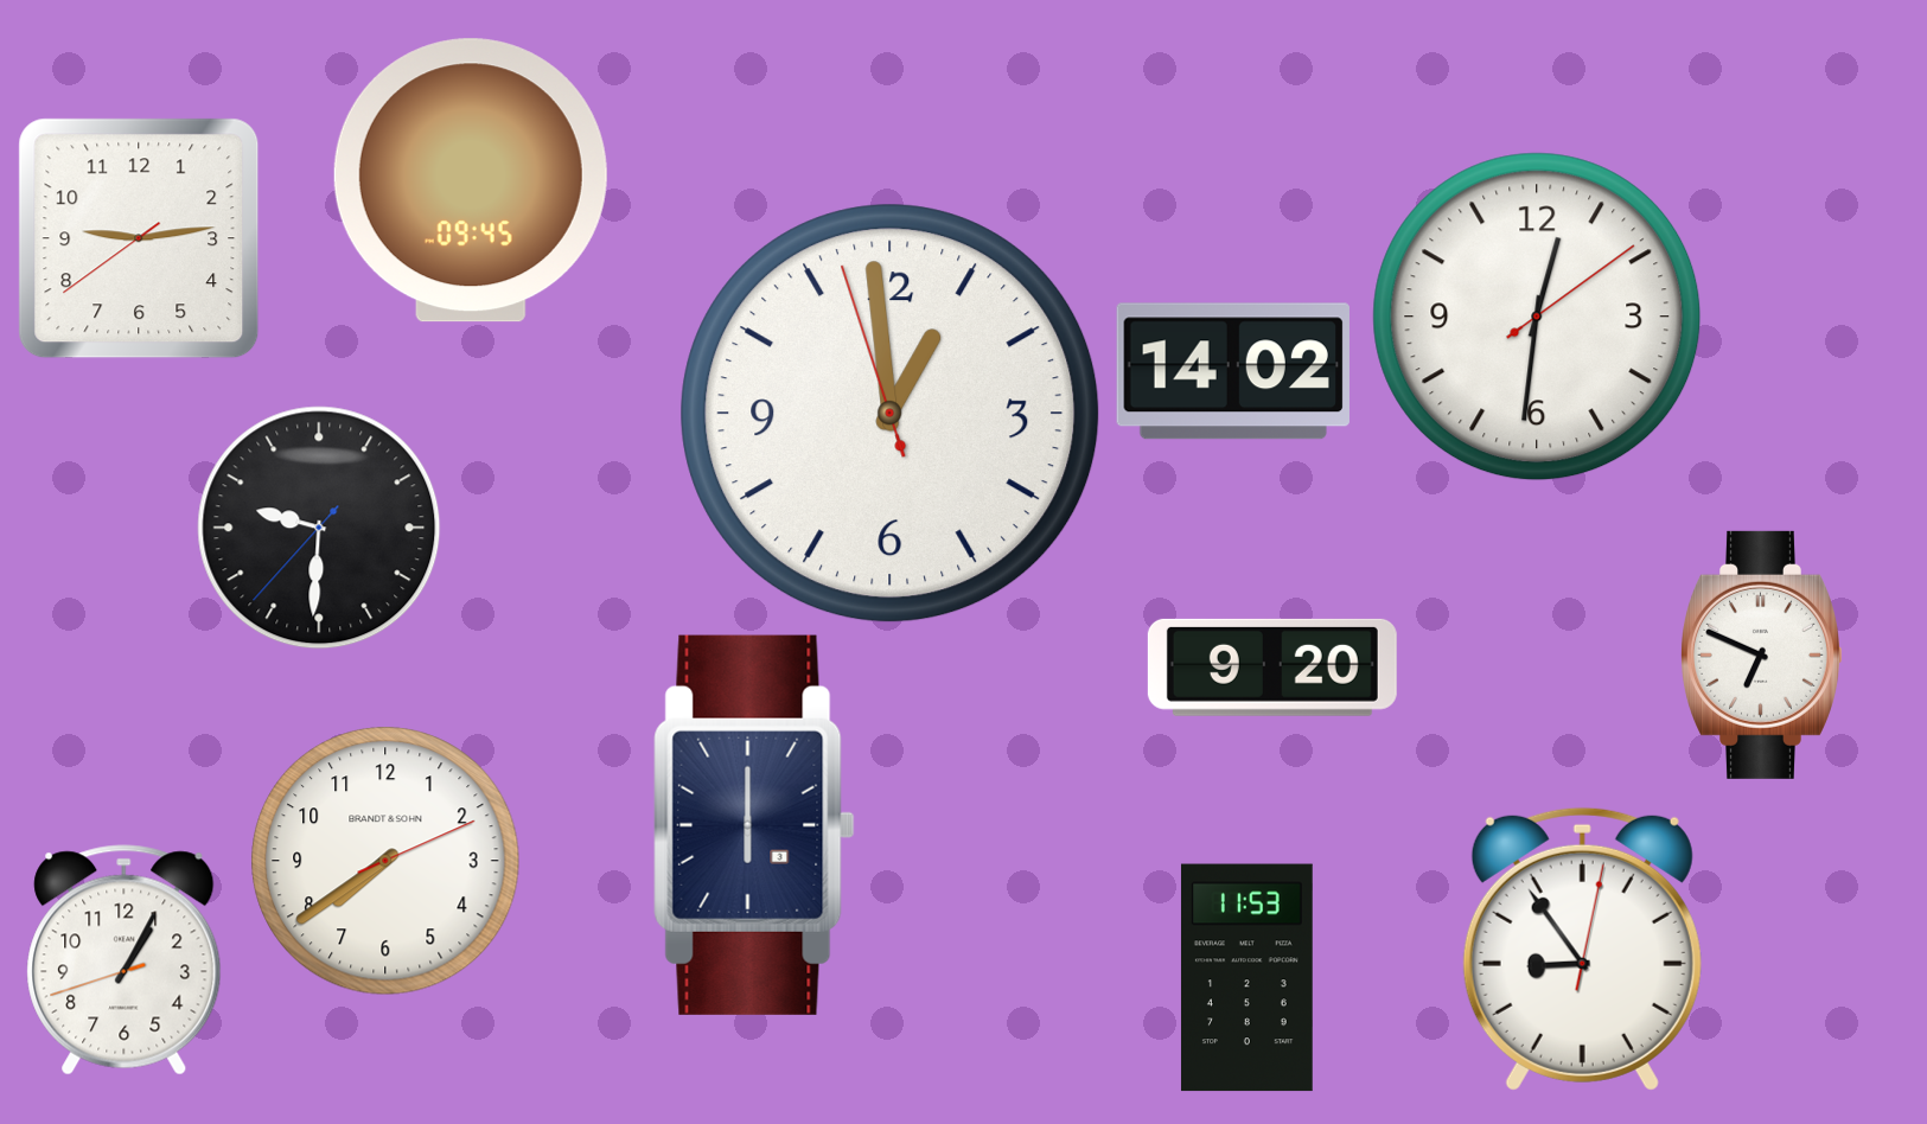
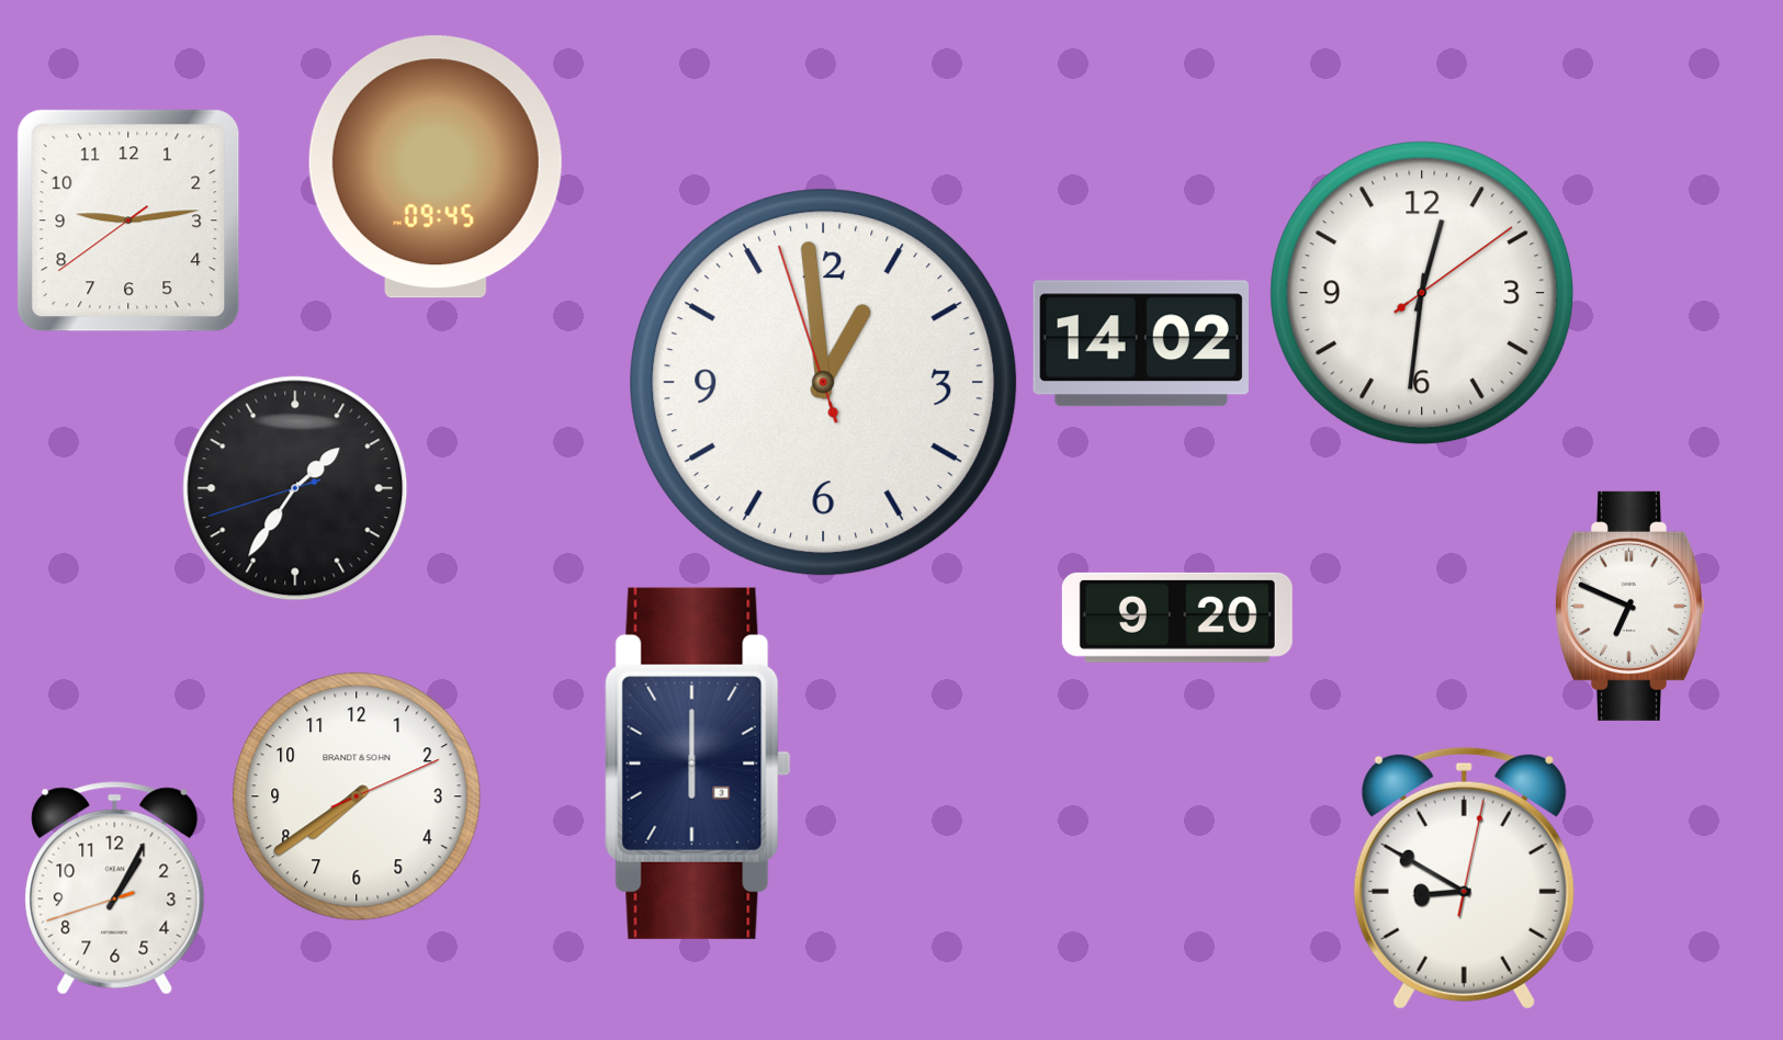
clock at (319, 528): 9:30 -> 1:35
clock at (1582, 949): 8:54 -> 8:50
clock at (1246, 978): 11:53 -> none
